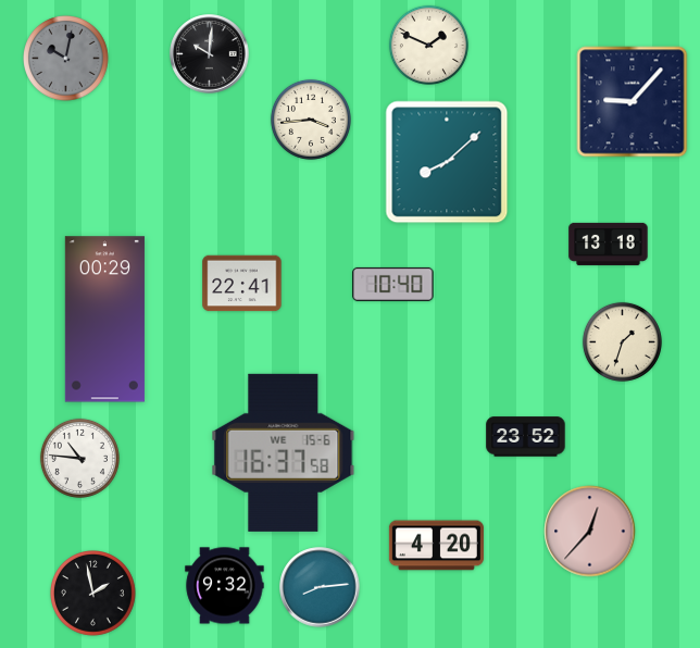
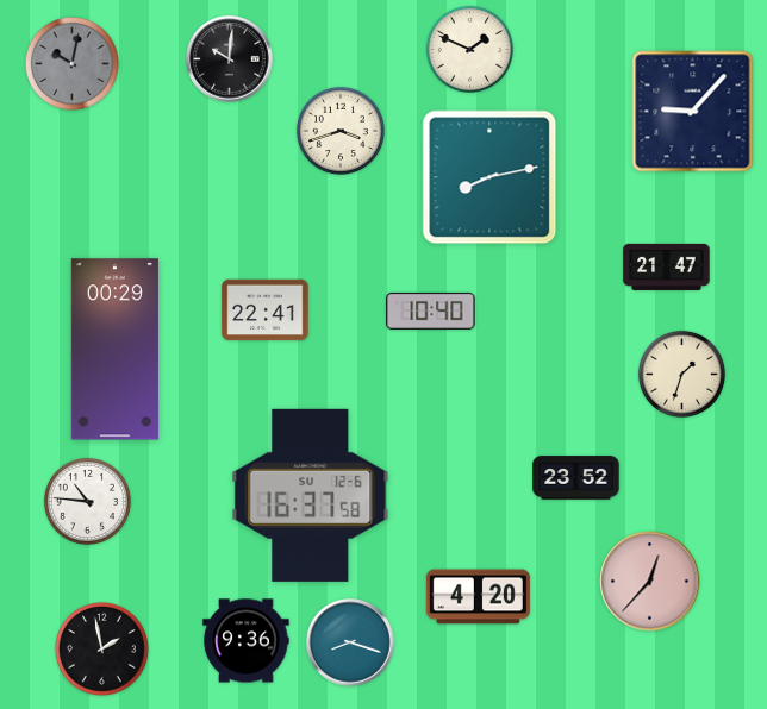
clock at (311, 120): 3:44 -> 3:42
clock at (447, 162): 8:08 -> 8:13
clock at (609, 244): 13:18 -> 21:47
clock at (284, 452) date: WE 15-6 -> SU 12-6
clock at (590, 532) position: (590, 532) -> (650, 582)
clock at (225, 586): 9:32 -> 9:36
clock at (320, 587): 8:14 -> 8:18
